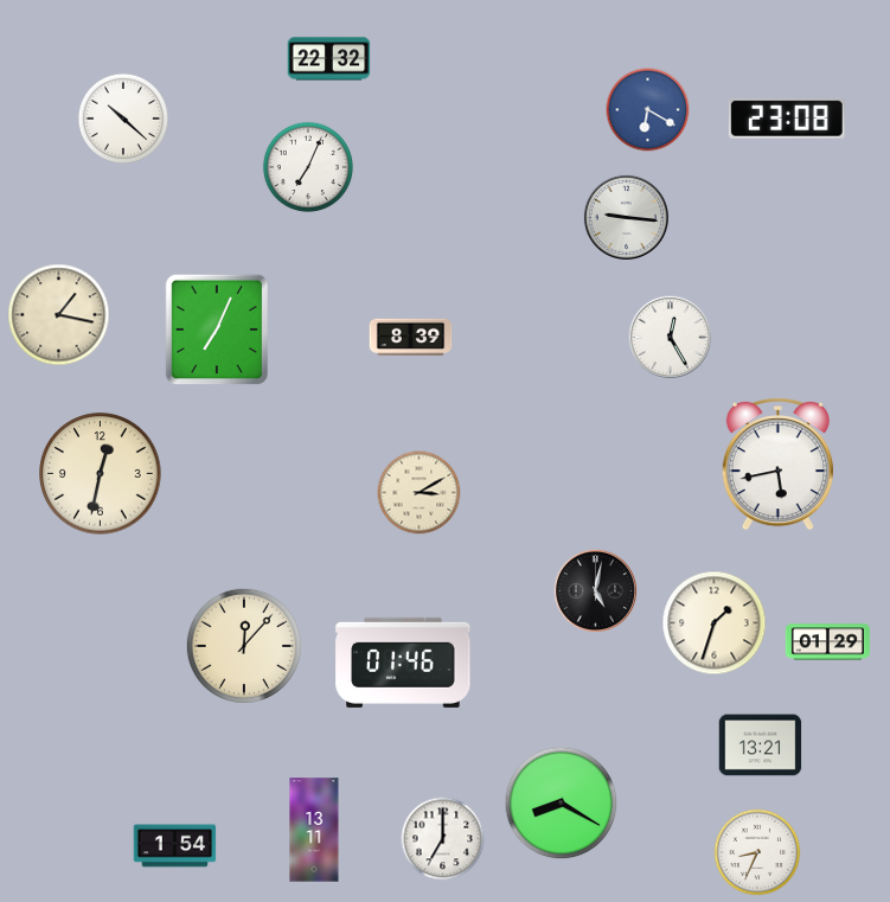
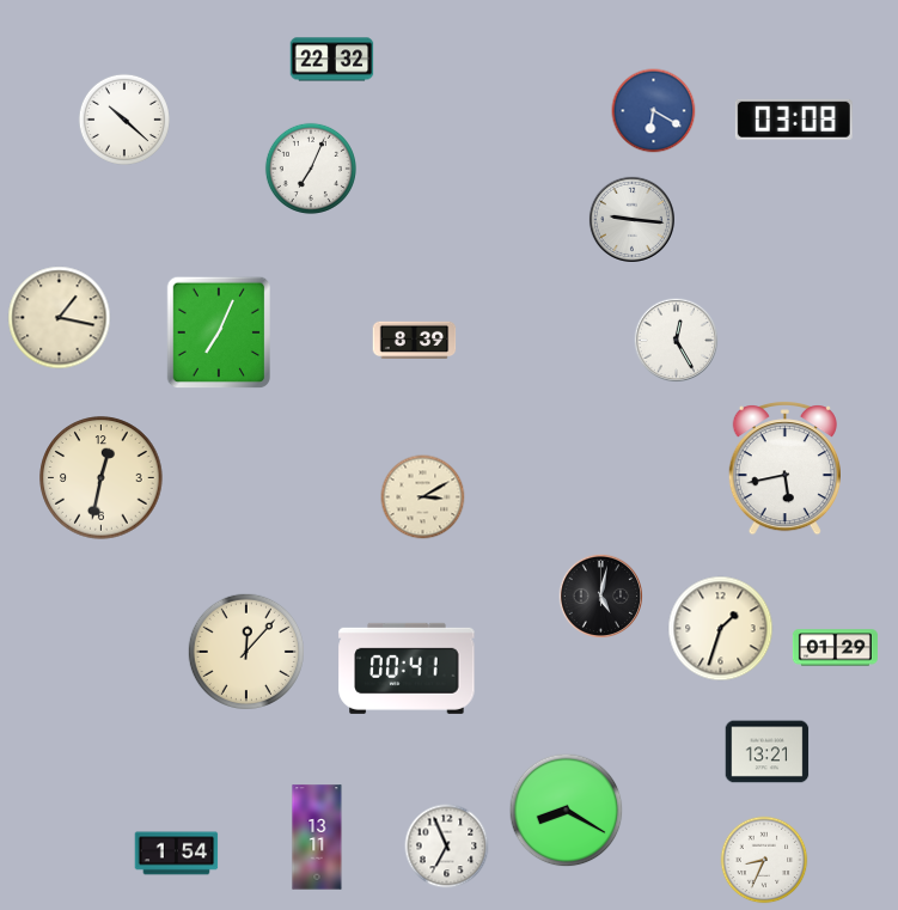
clock at (787, 119): 23:08 -> 03:08
clock at (403, 663): 01:46 -> 00:41
clock at (443, 839): 7:00 -> 6:56
